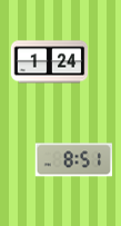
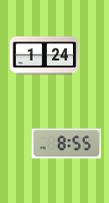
clock at (74, 160): 8:51 -> 8:55
